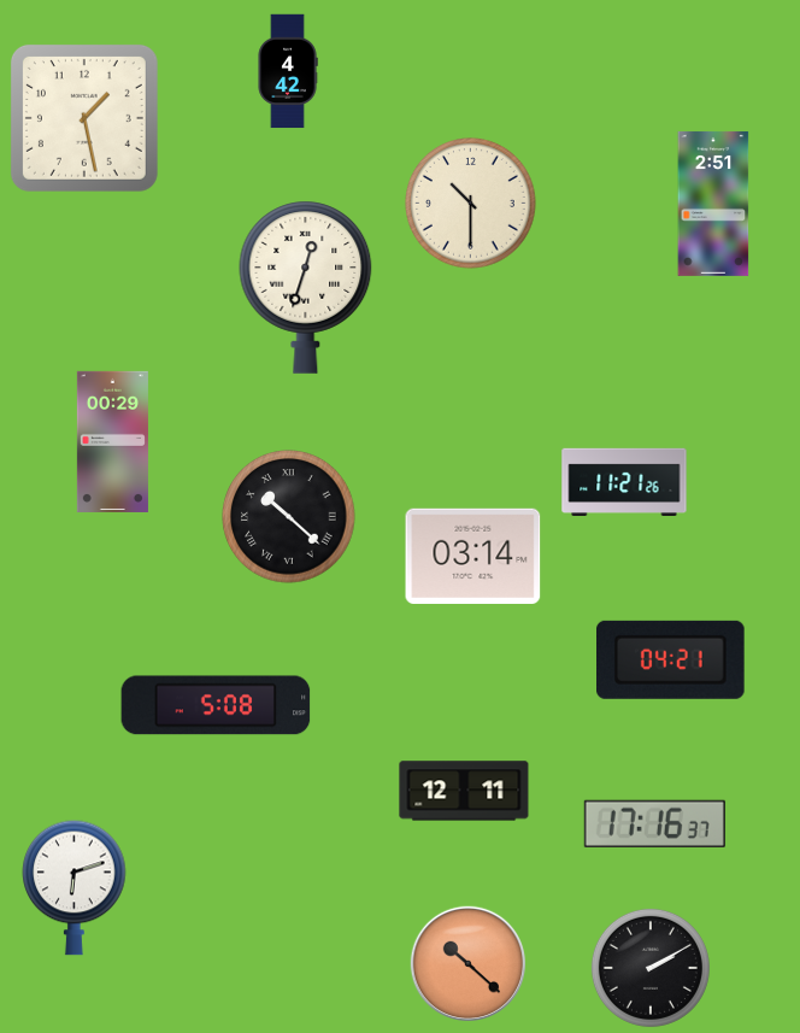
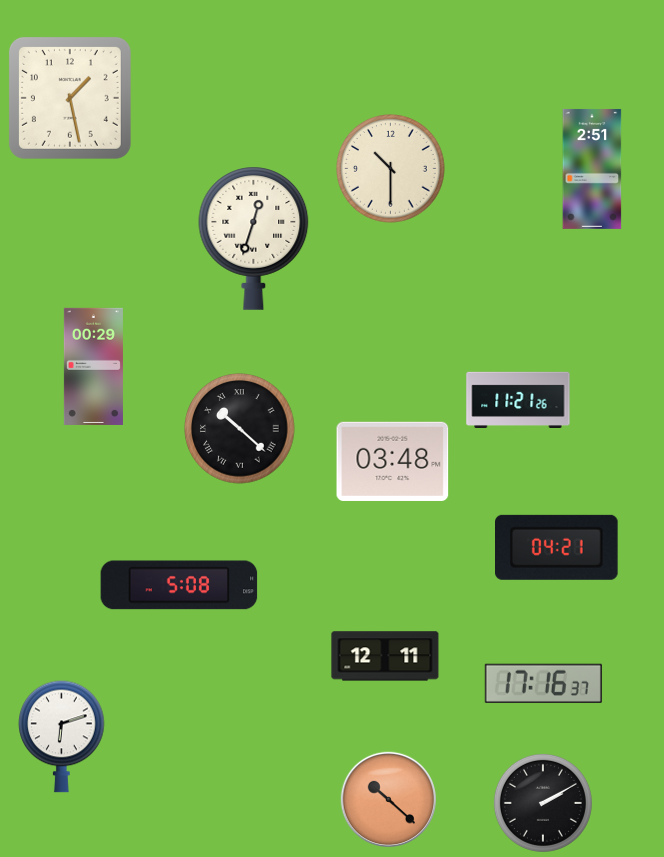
clock at (288, 71): 4:42 -> none
clock at (473, 556): 03:14 -> 03:48
clock at (651, 968) position: (651, 968) -> (543, 803)
